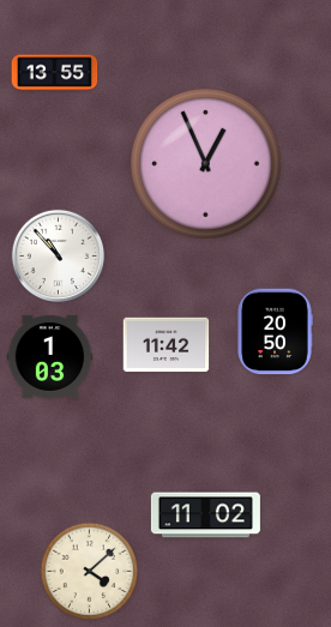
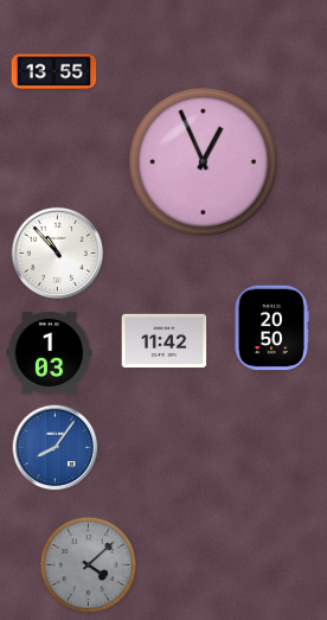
clock at (56, 448): none -> 8:06
clock at (205, 516): 11:02 -> none
clock at (90, 572) dial: cream -> grey
